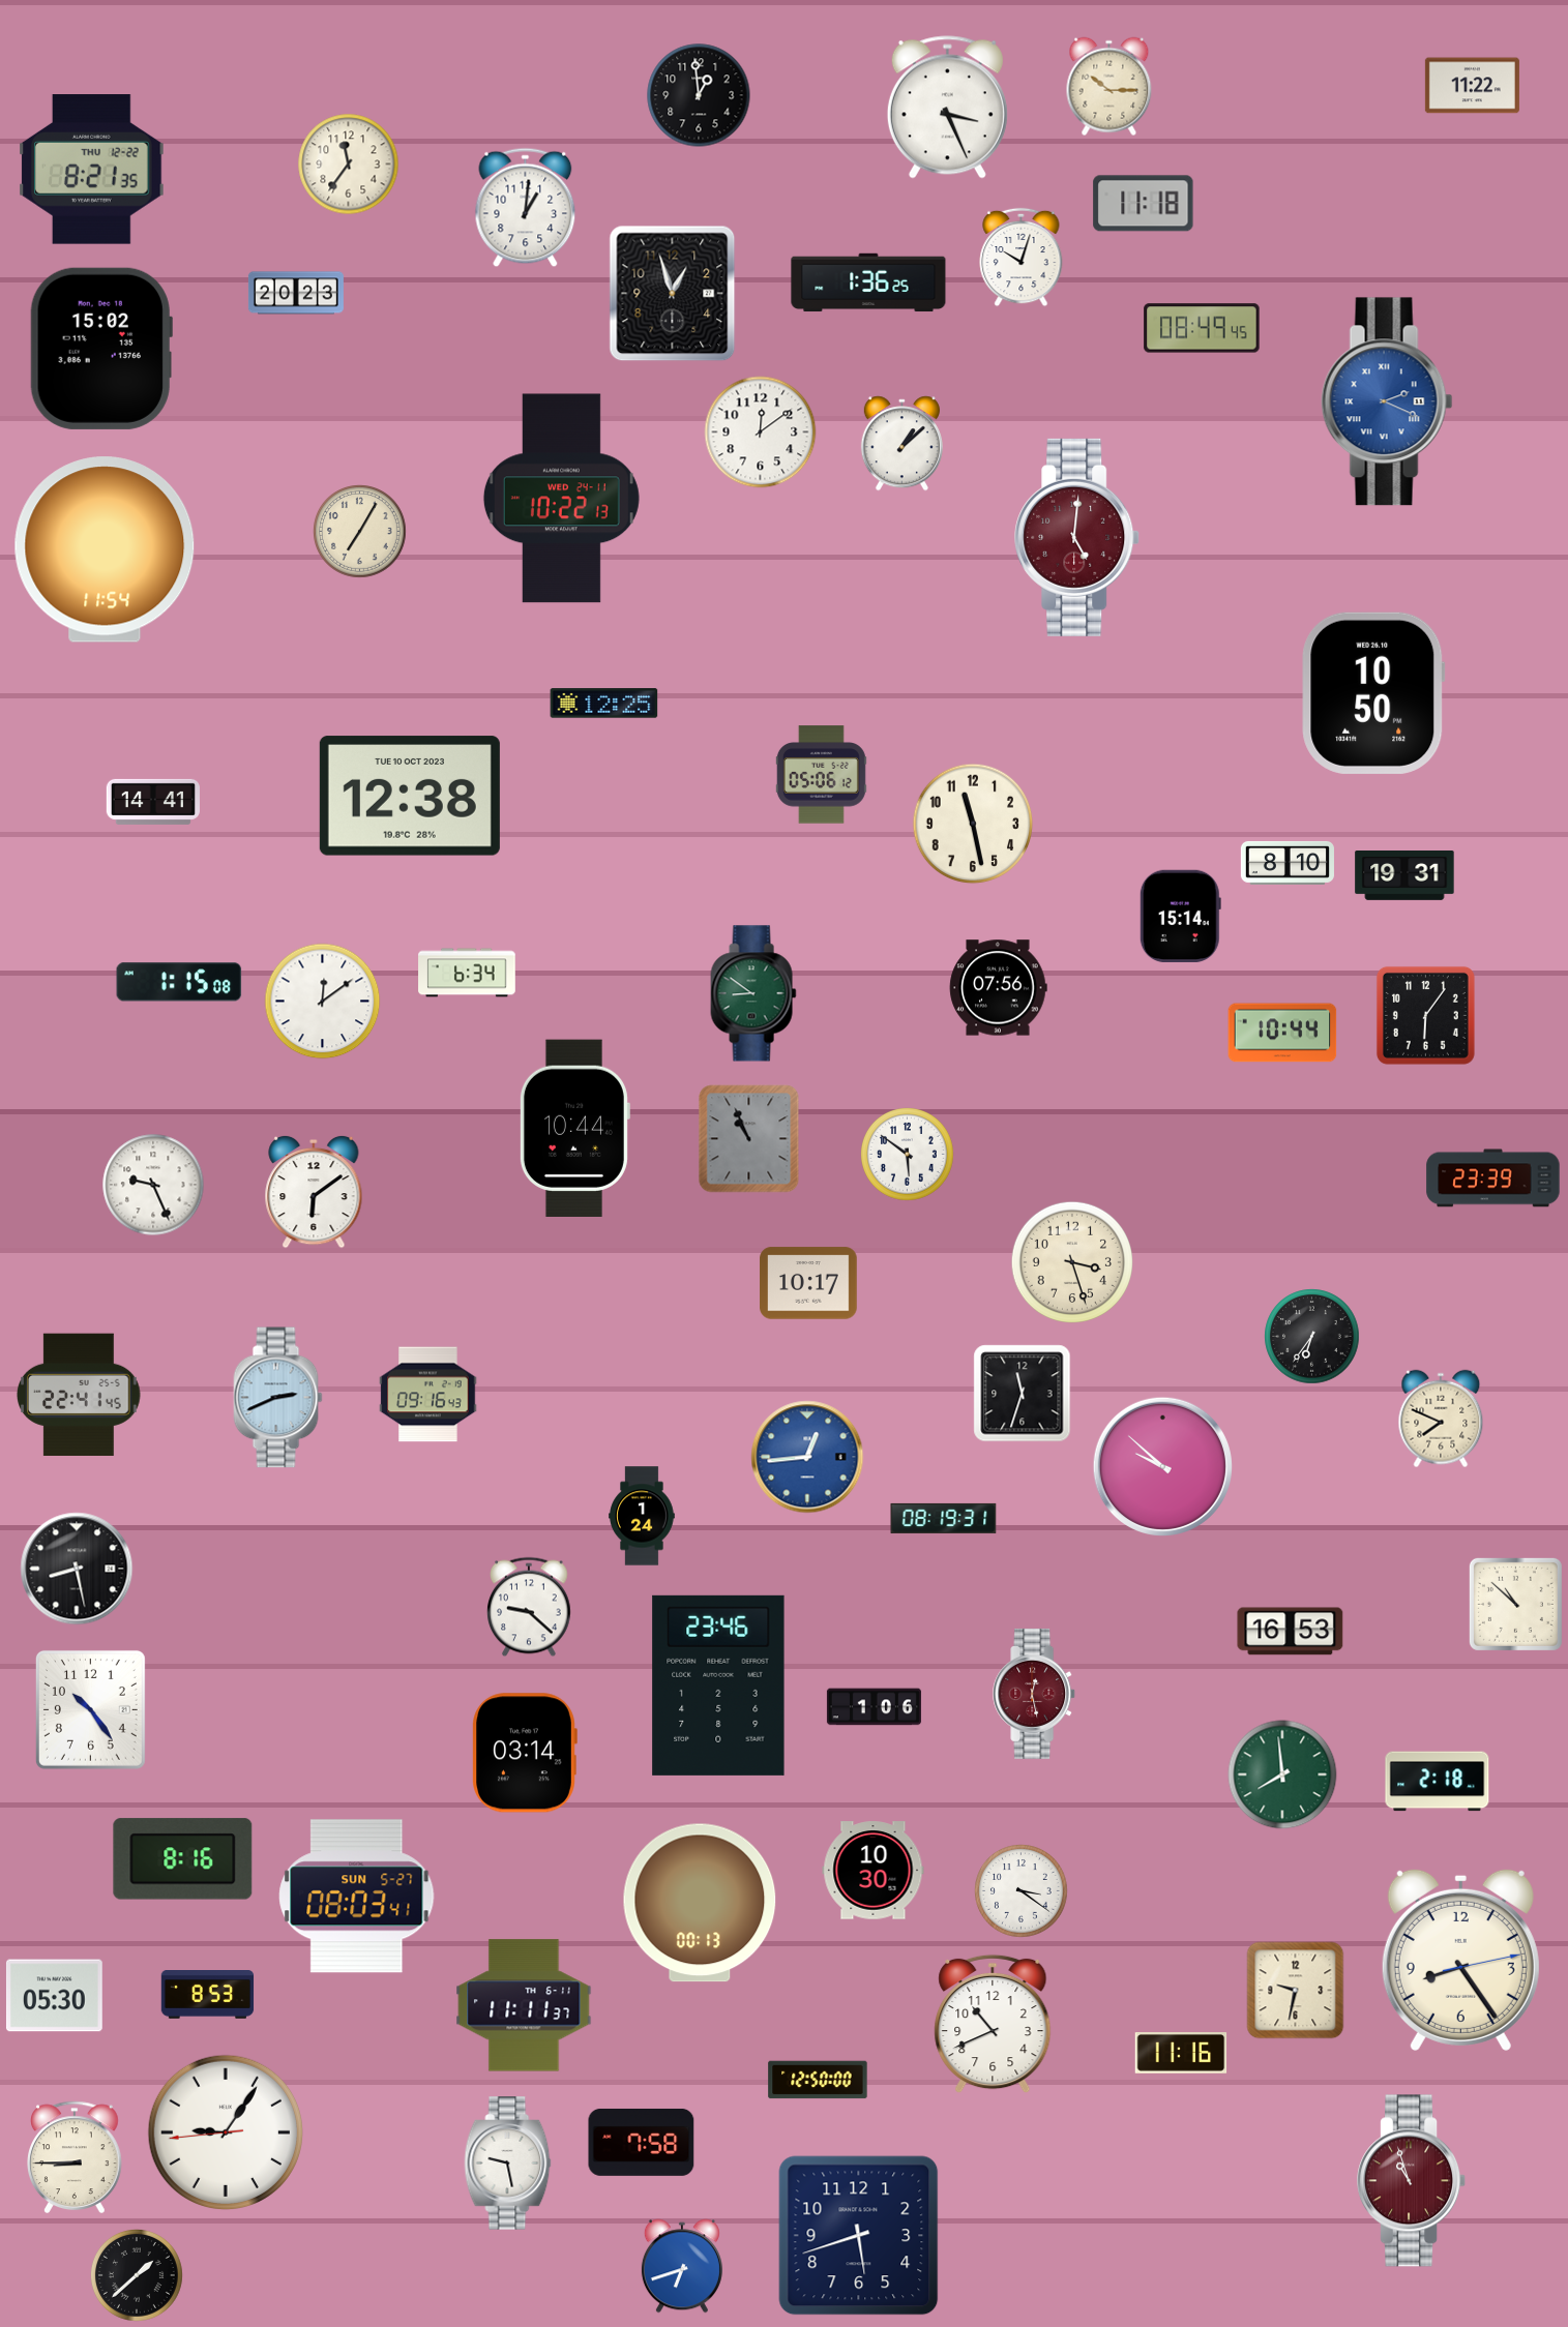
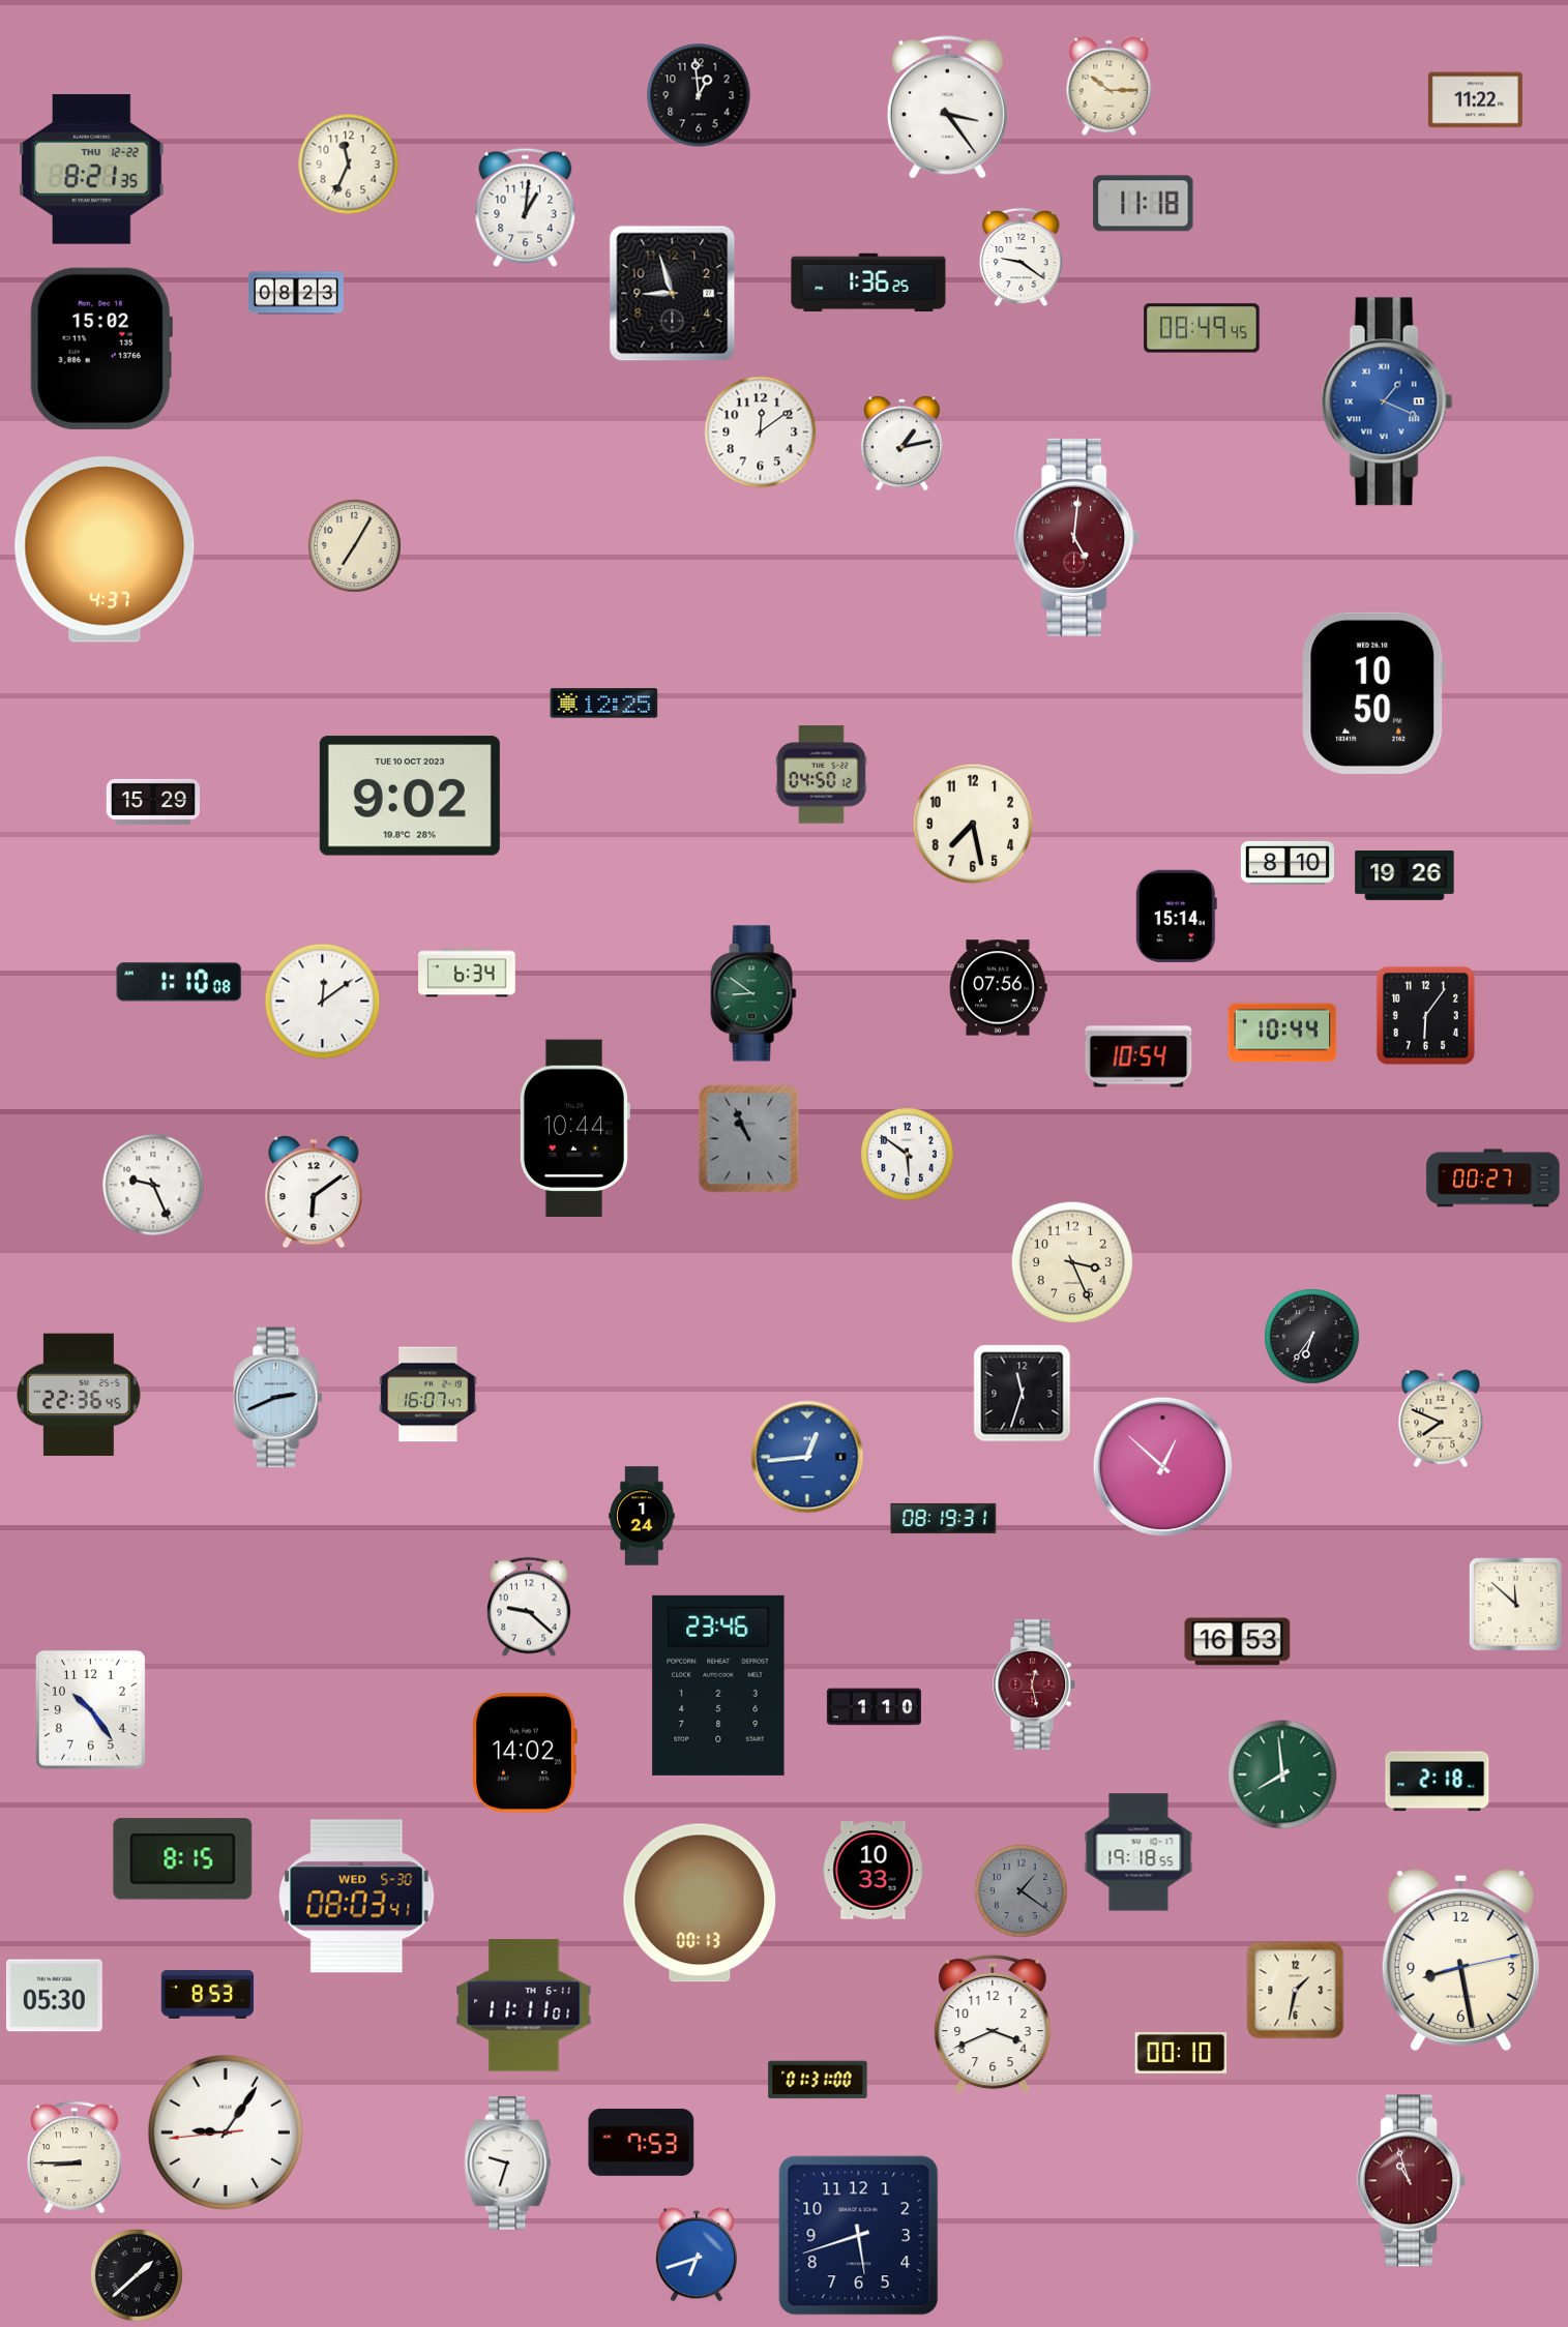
clock at (1472, 86) position: (1472, 86) -> (1475, 100)
clock at (947, 108): 3:26 -> 3:24
clock at (349, 165): 11:36 -> 11:34
clock at (1022, 258): 10:03 -> 9:21
clock at (296, 293): 20:23 -> 08:23
clock at (673, 294): 12:57 -> 8:57
clock at (1387, 401): 2:19 -> 1:19
clock at (901, 444): 1:08 -> 1:13
clock at (561, 499): 10:22 -> none
clock at (360, 532) position: (360, 532) -> (355, 546)
clock at (105, 549): 11:54 -> 4:37
clock at (821, 775): 05:06 -> 04:50
clock at (410, 796): 12:38 -> 9:02
clock at (153, 802): 14:41 -> 15:29
clock at (973, 824): 11:28 -> 7:28
clock at (1404, 876): 19:31 -> 19:26
clock at (1180, 916) position: (1180, 916) -> (1176, 916)
clock at (179, 982): 1:15 -> 1:10
clock at (1138, 1056): none -> 10:54
clock at (1493, 1179): 23:39 -> 00:27
clock at (1072, 1262): 3:27 -> 3:26
clock at (808, 1283): 10:17 -> none
clock at (80, 1395): 22:41 -> 22:36
clock at (428, 1395): 09:16 -> 16:07
clock at (1162, 1466): 9:52 -> 12:52
clock at (77, 1569): 8:28 -> none
clock at (1515, 1604): 10:52 -> 11:52
clock at (1291, 1632) position: (1291, 1632) -> (1238, 1642)
clock at (1035, 1694) position: (1035, 1694) -> (1035, 1684)
clock at (874, 1707): 1:06 -> 1:10
clock at (525, 1753): 03:14 -> 14:02
clock at (1138, 1852): none -> 19:18
clock at (183, 1859): 8:16 -> 8:15
clock at (874, 1871): 10:30 -> 10:33
clock at (1022, 1891): 3:21 -> 1:21
clock at (1022, 1891) dial: white -> grey
clock at (357, 1897) date: SUN 5-27 -> WED 5-30
clock at (1460, 1960): 8:24 -> 8:28
clock at (1296, 1991): 9:32 -> 1:32
clock at (524, 2005): 11:11:37 -> 11:11:01
clock at (993, 2024): 10:41 -> 3:41
clock at (1181, 2054): 11:16 -> 00:10
clock at (818, 2080): 12:50 -> 01:31
clock at (642, 2142): 7:58 -> 7:53
clock at (508, 2164): 9:28 -> 9:33
clock at (682, 2266) position: (682, 2266) -> (697, 2255)
